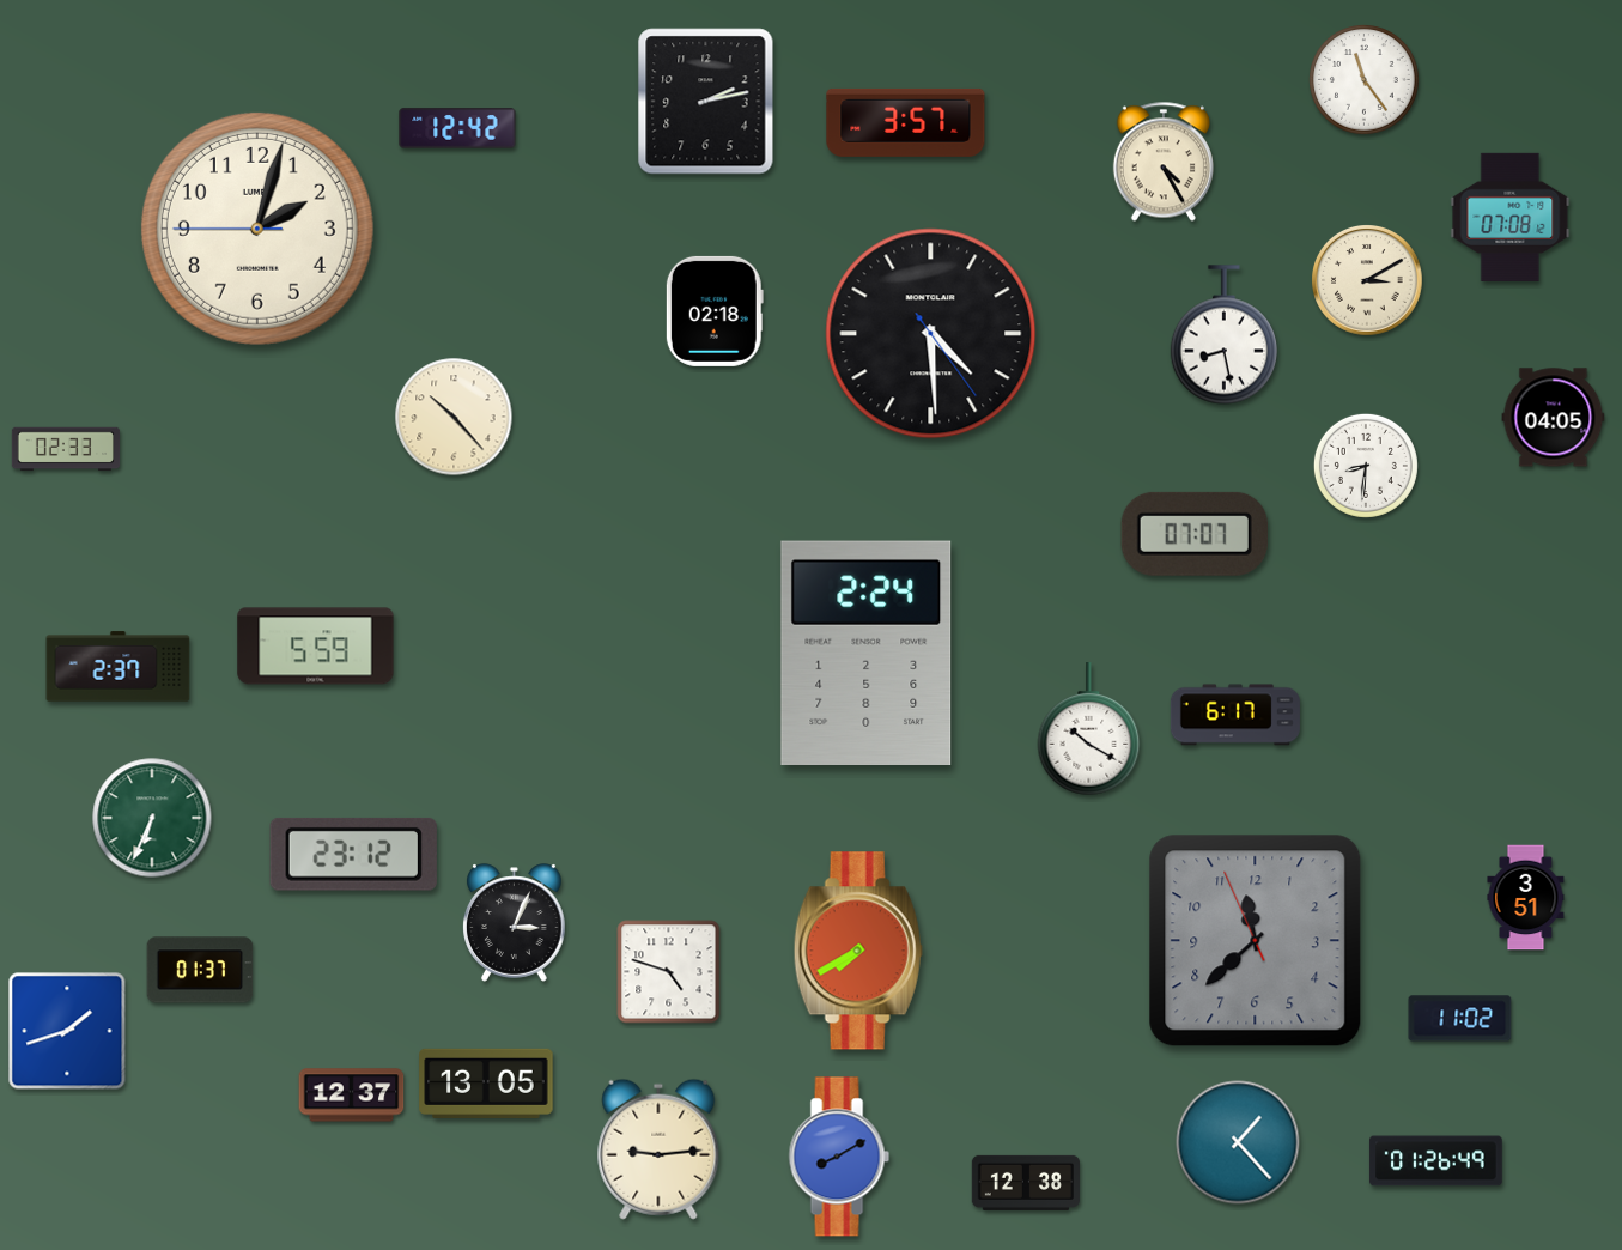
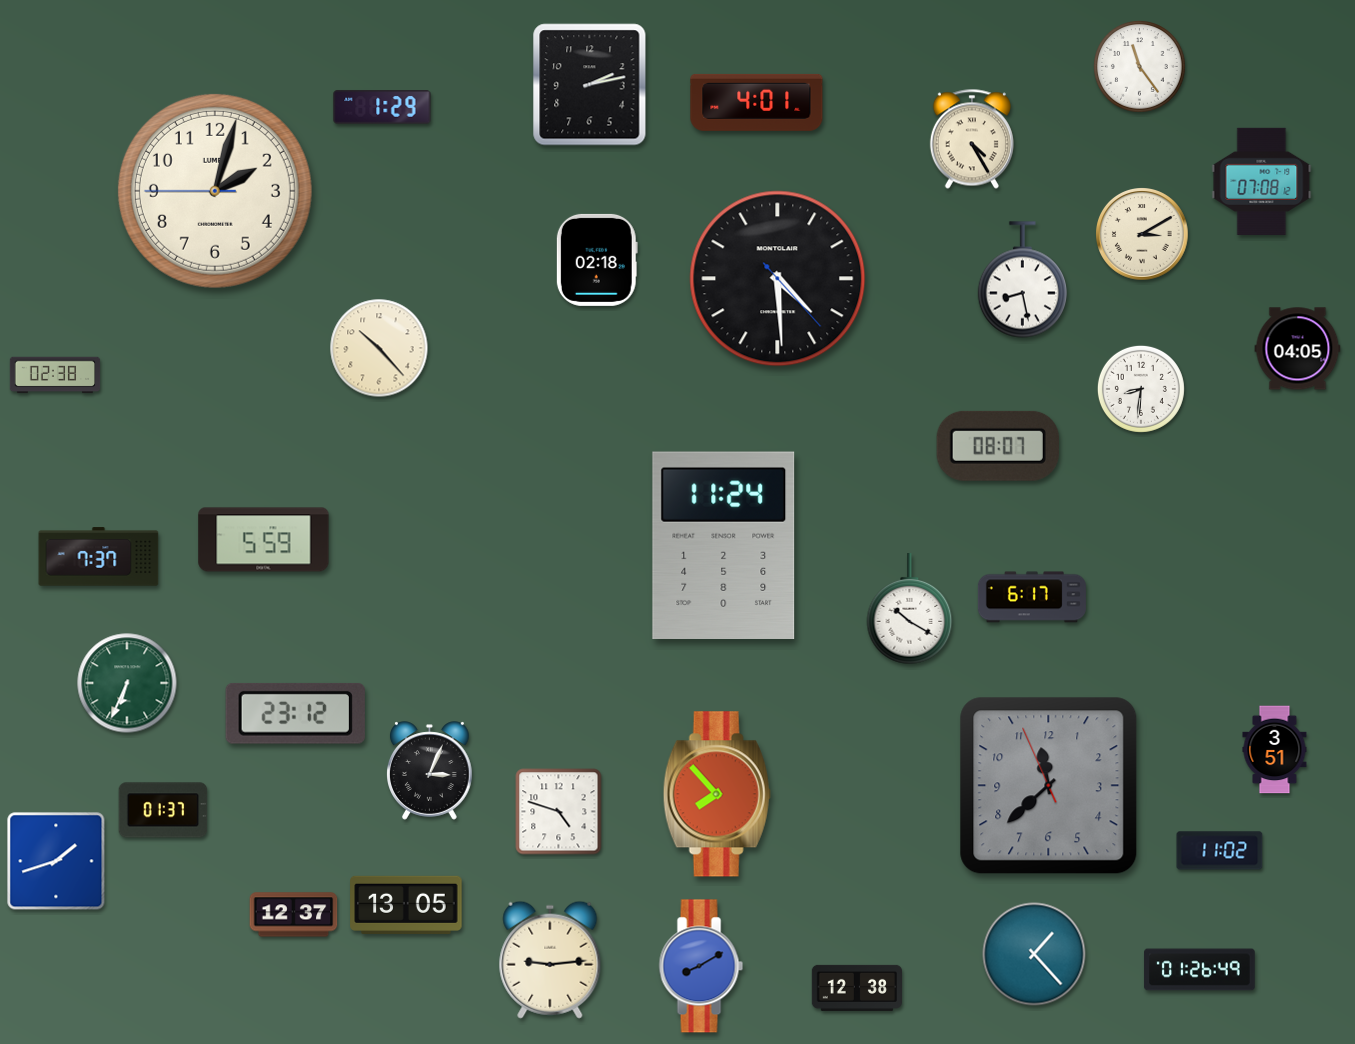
clock at (906, 122): 3:57 -> 4:01
clock at (457, 128): 12:42 -> 1:29
clock at (1164, 162) position: (1164, 162) -> (972, 139)
clock at (931, 334): 4:29:24 -> 4:29:23
clock at (66, 449): 02:33 -> 02:38
clock at (1195, 534): 07:07 -> 08:07
clock at (867, 653): 2:24 -> 11:24
clock at (119, 667): 2:37 -> 7:37
clock at (858, 951): 7:40 -> 7:53
clock at (200, 970) position: (200, 970) -> (163, 810)
